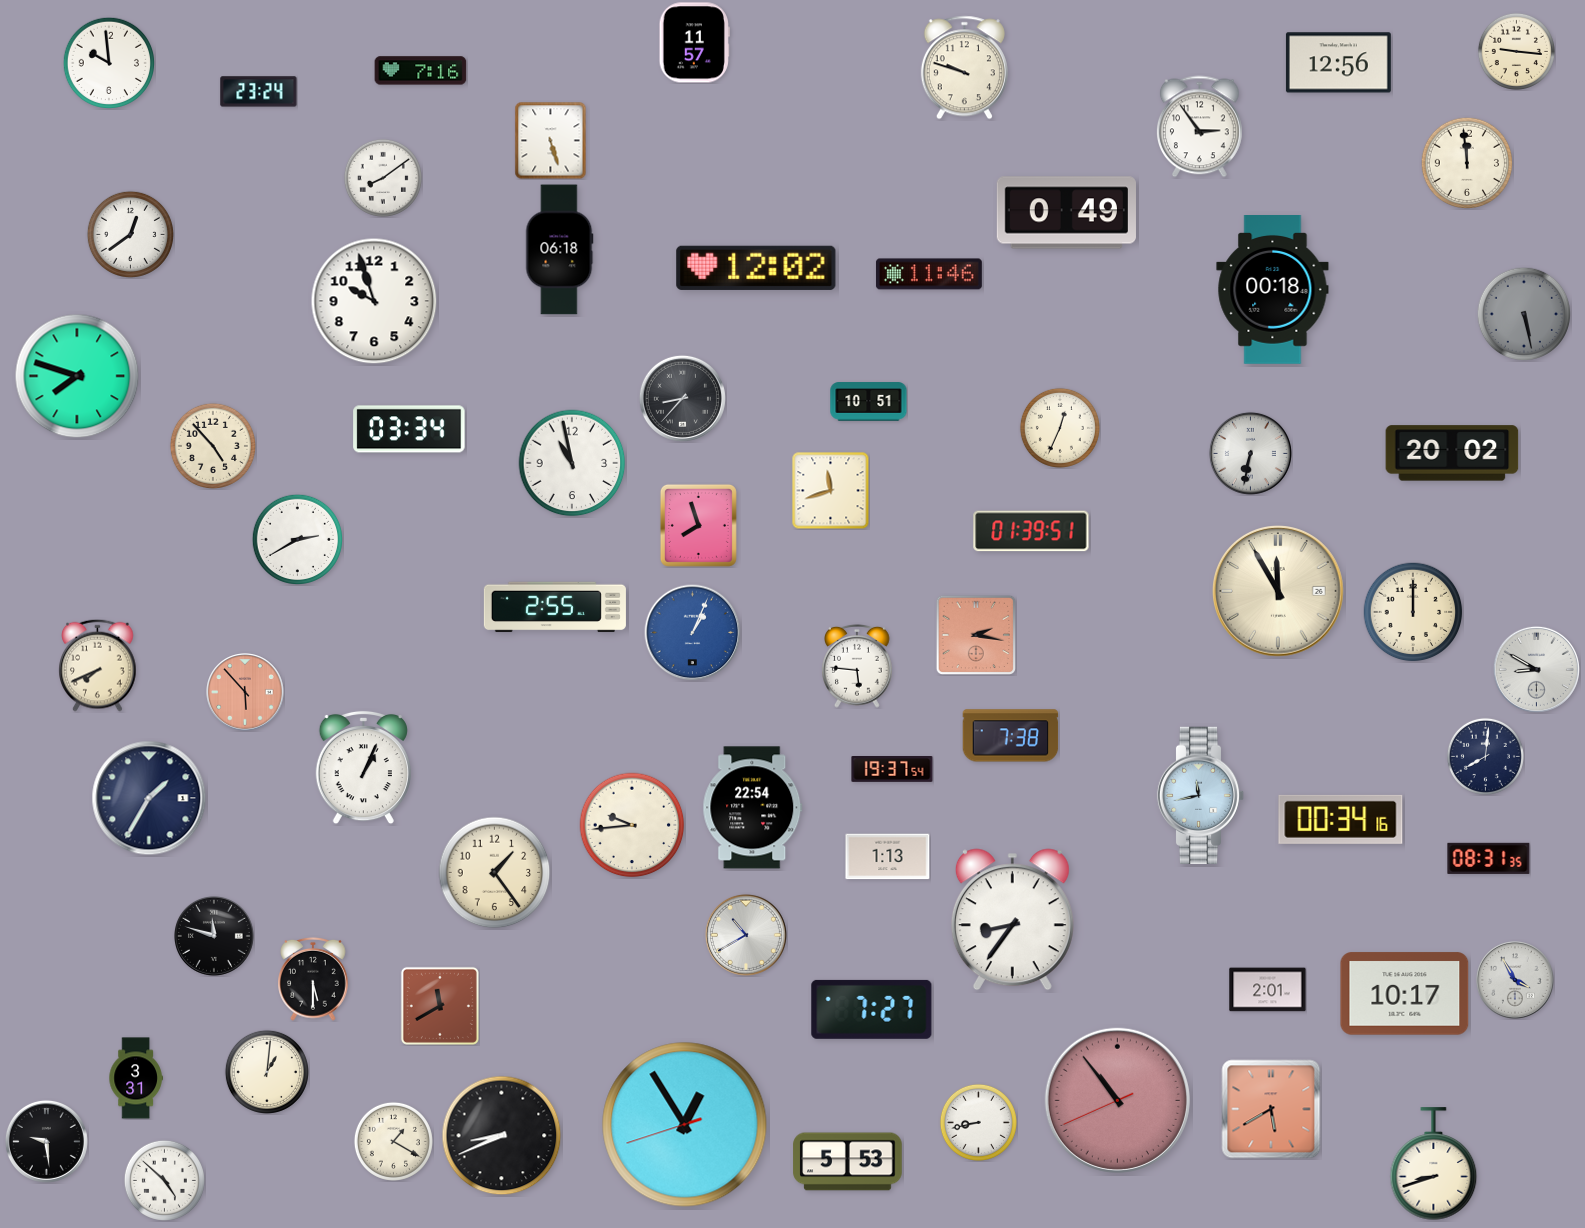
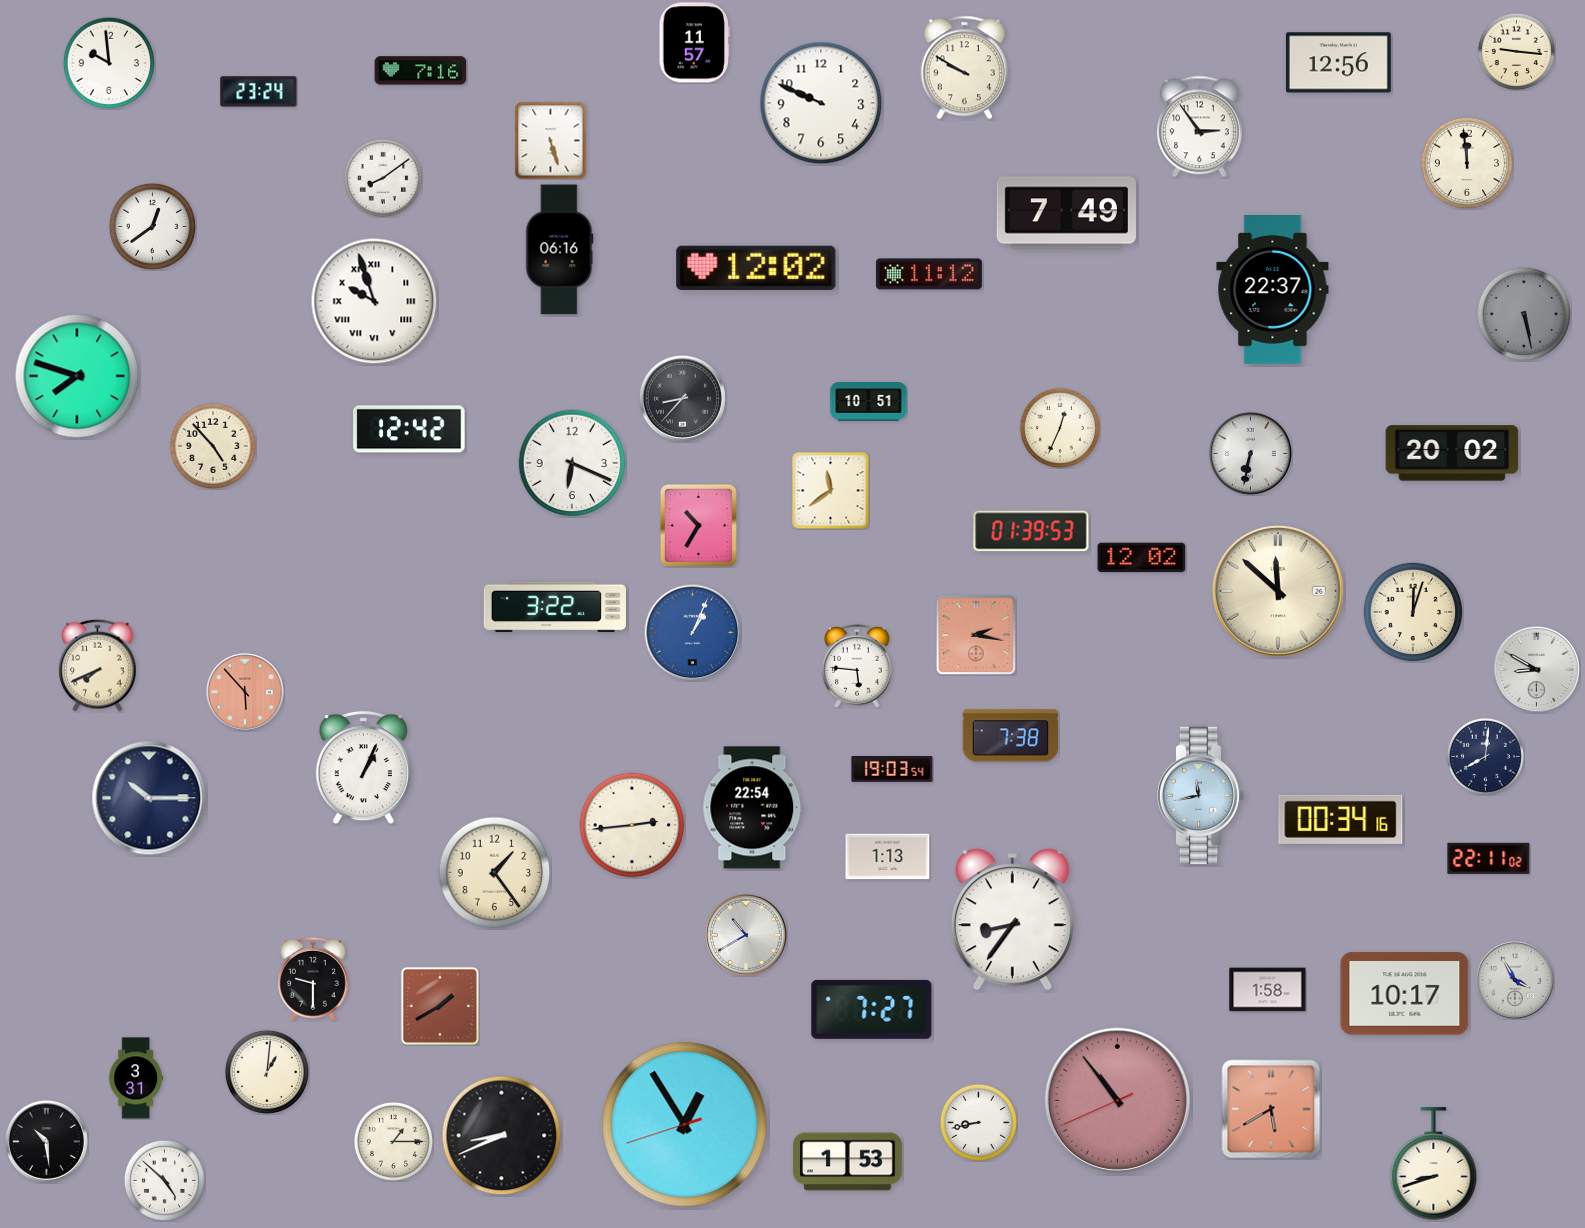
clock at (964, 68): 9:48 -> 9:50
clock at (821, 103): none -> 9:49
clock at (1066, 213): 0:49 -> 7:49
clock at (130, 234) position: (130, 234) -> (152, 226)
clock at (559, 250): 06:18 -> 06:16
clock at (929, 274): 11:46 -> 11:12
clock at (1273, 290): 00:18 -> 22:37
clock at (374, 301) numerals: Arabic -> Roman
clock at (409, 429): 03:34 -> 12:42
clock at (572, 463): 10:58 -> 6:19
clock at (830, 490): 11:42 -> 11:39
clock at (698, 525): 7:57 -> 10:35
clock at (1031, 531): 01:39:51 -> 01:39:53
clock at (297, 539): 2:40 -> none
clock at (1142, 558): none -> 12:02
clock at (1279, 592): 11:55 -> 11:52
clock at (555, 607): 2:55 -> 3:22
clock at (1413, 612): 12:00 -> 12:03
clock at (892, 770): 19:37 -> 19:03
clock at (149, 798): 1:35 -> 10:15
clock at (632, 825): 9:44 -> 2:44
clock at (1489, 858): 08:31 -> 22:11
clock at (215, 937): 11:48 -> none
clock at (314, 979): 5:30 -> 9:30
clock at (1268, 990): 2:01 -> 1:58
clock at (440, 1006): 11:40 -> 1:40
clock at (46, 1141): 9:29 -> 10:29
clock at (393, 1141): 1:20 -> 1:15
clock at (848, 1162): 5:53 -> 1:53
